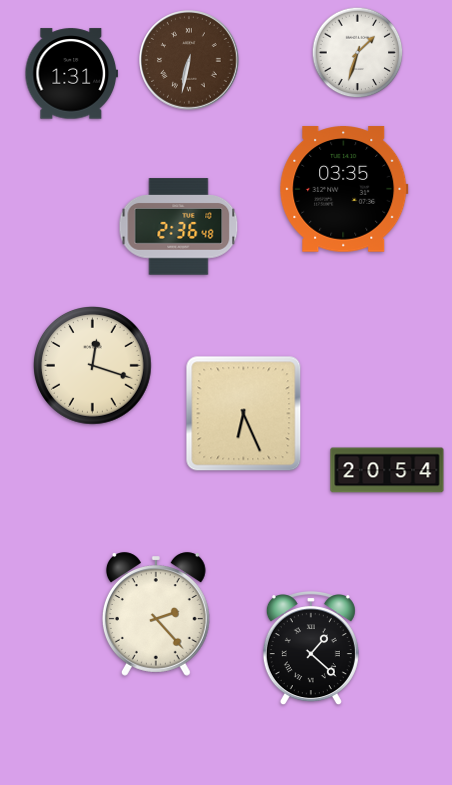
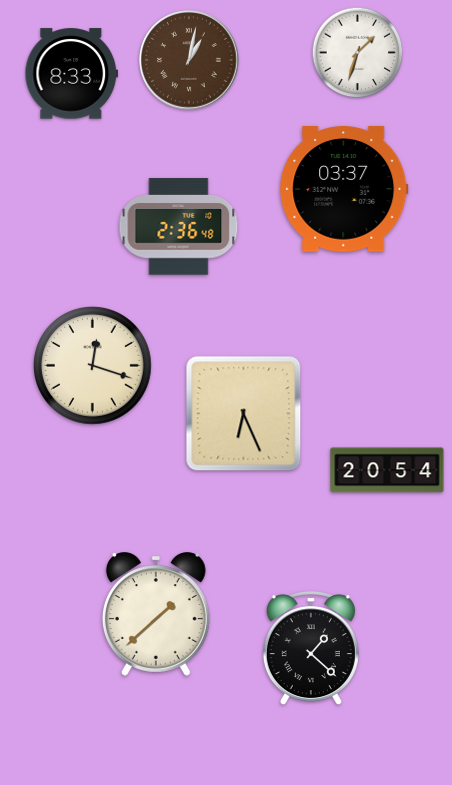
clock at (189, 60): 6:32 -> 1:02
clock at (71, 74): 1:31 -> 8:33
clock at (344, 189): 03:35 -> 03:37
clock at (156, 614): 2:23 -> 1:38
